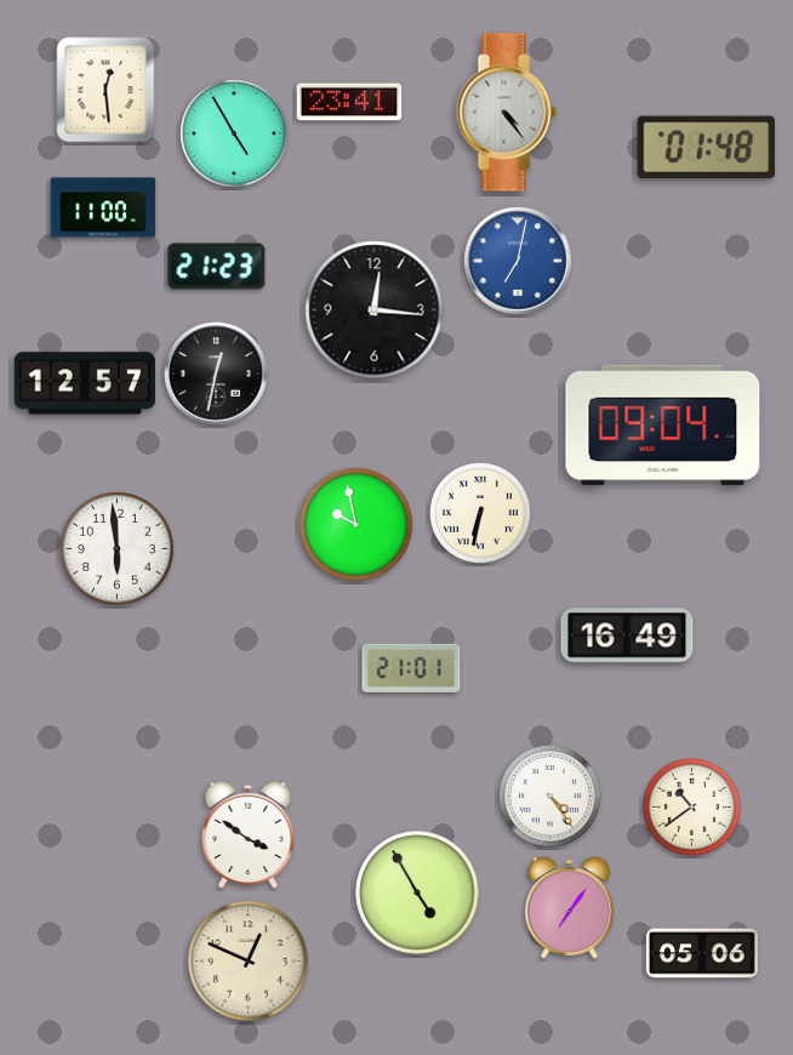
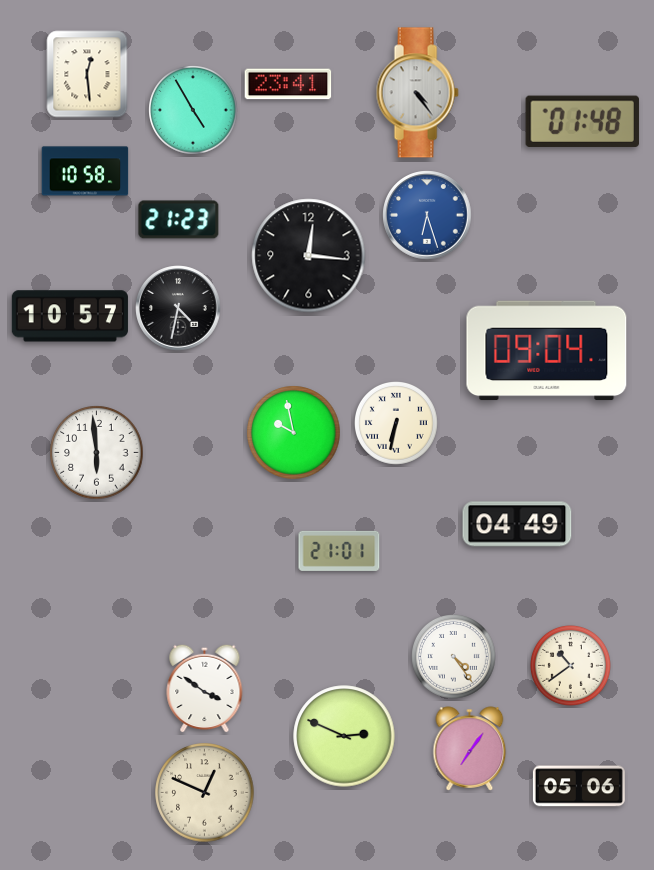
clock at (103, 207): 11:00 -> 10:58
clock at (518, 261): 7:02 -> 6:27
clock at (216, 373): 12:32 -> 4:32
clock at (85, 383): 12:57 -> 10:57
clock at (627, 635): 16:49 -> 04:49
clock at (417, 893): 4:55 -> 2:49
